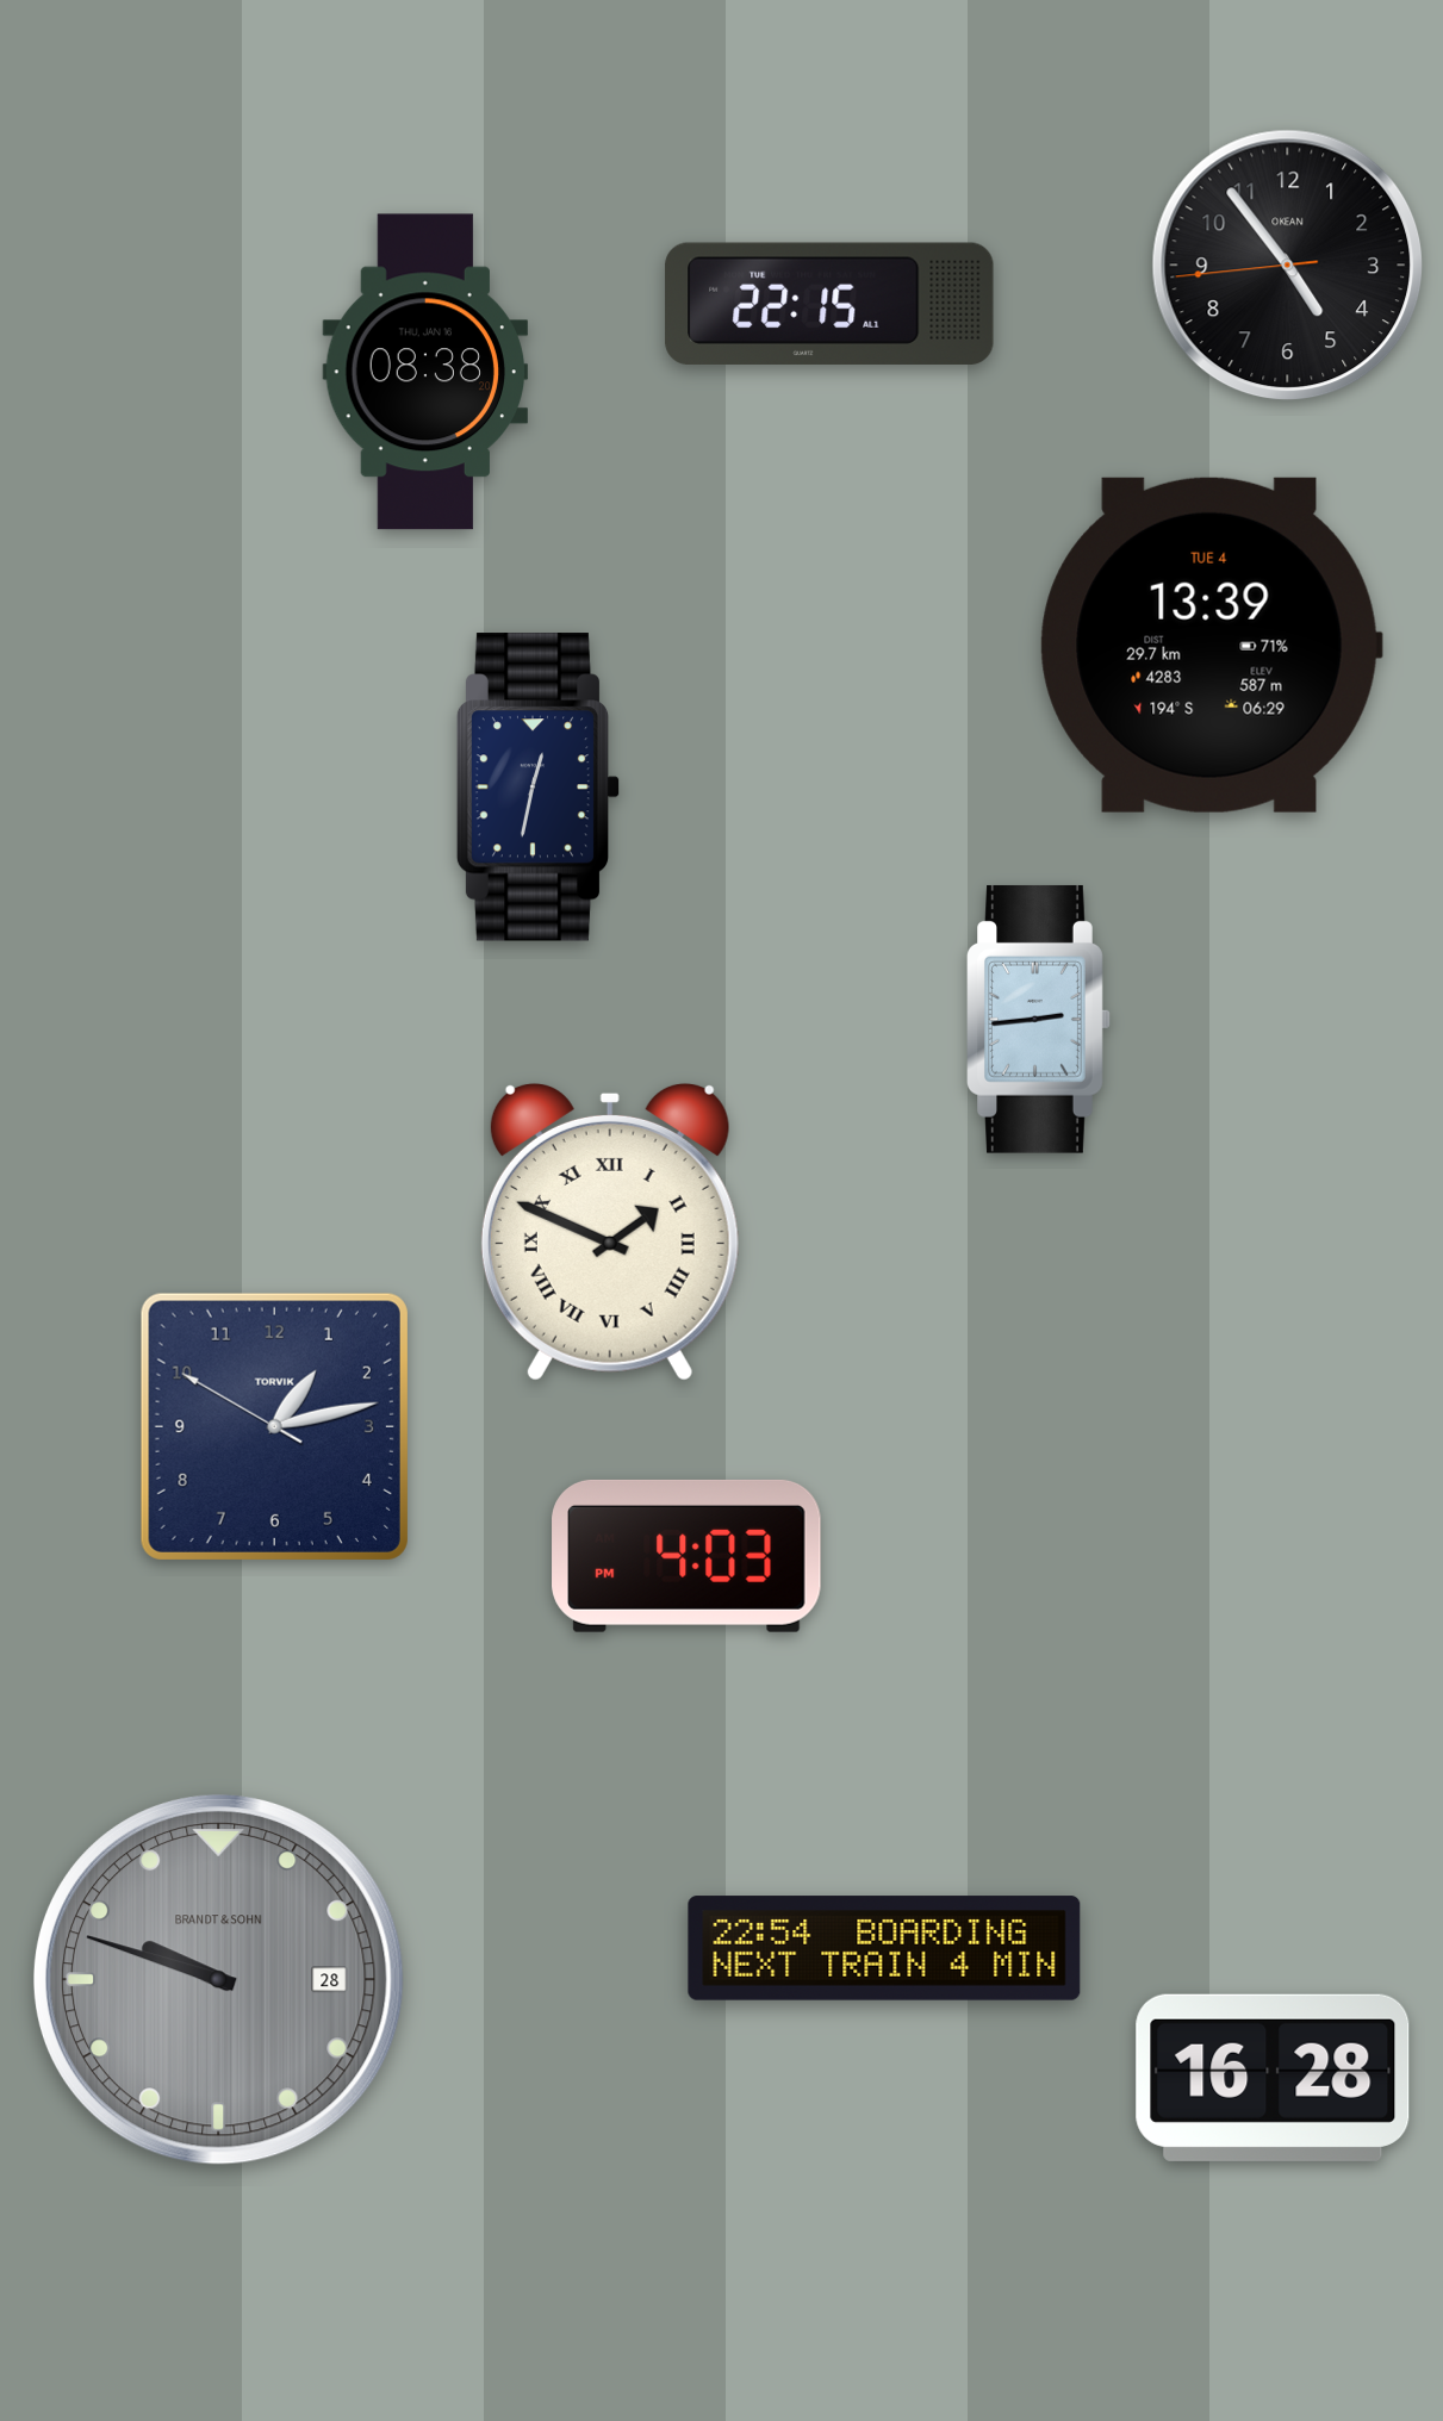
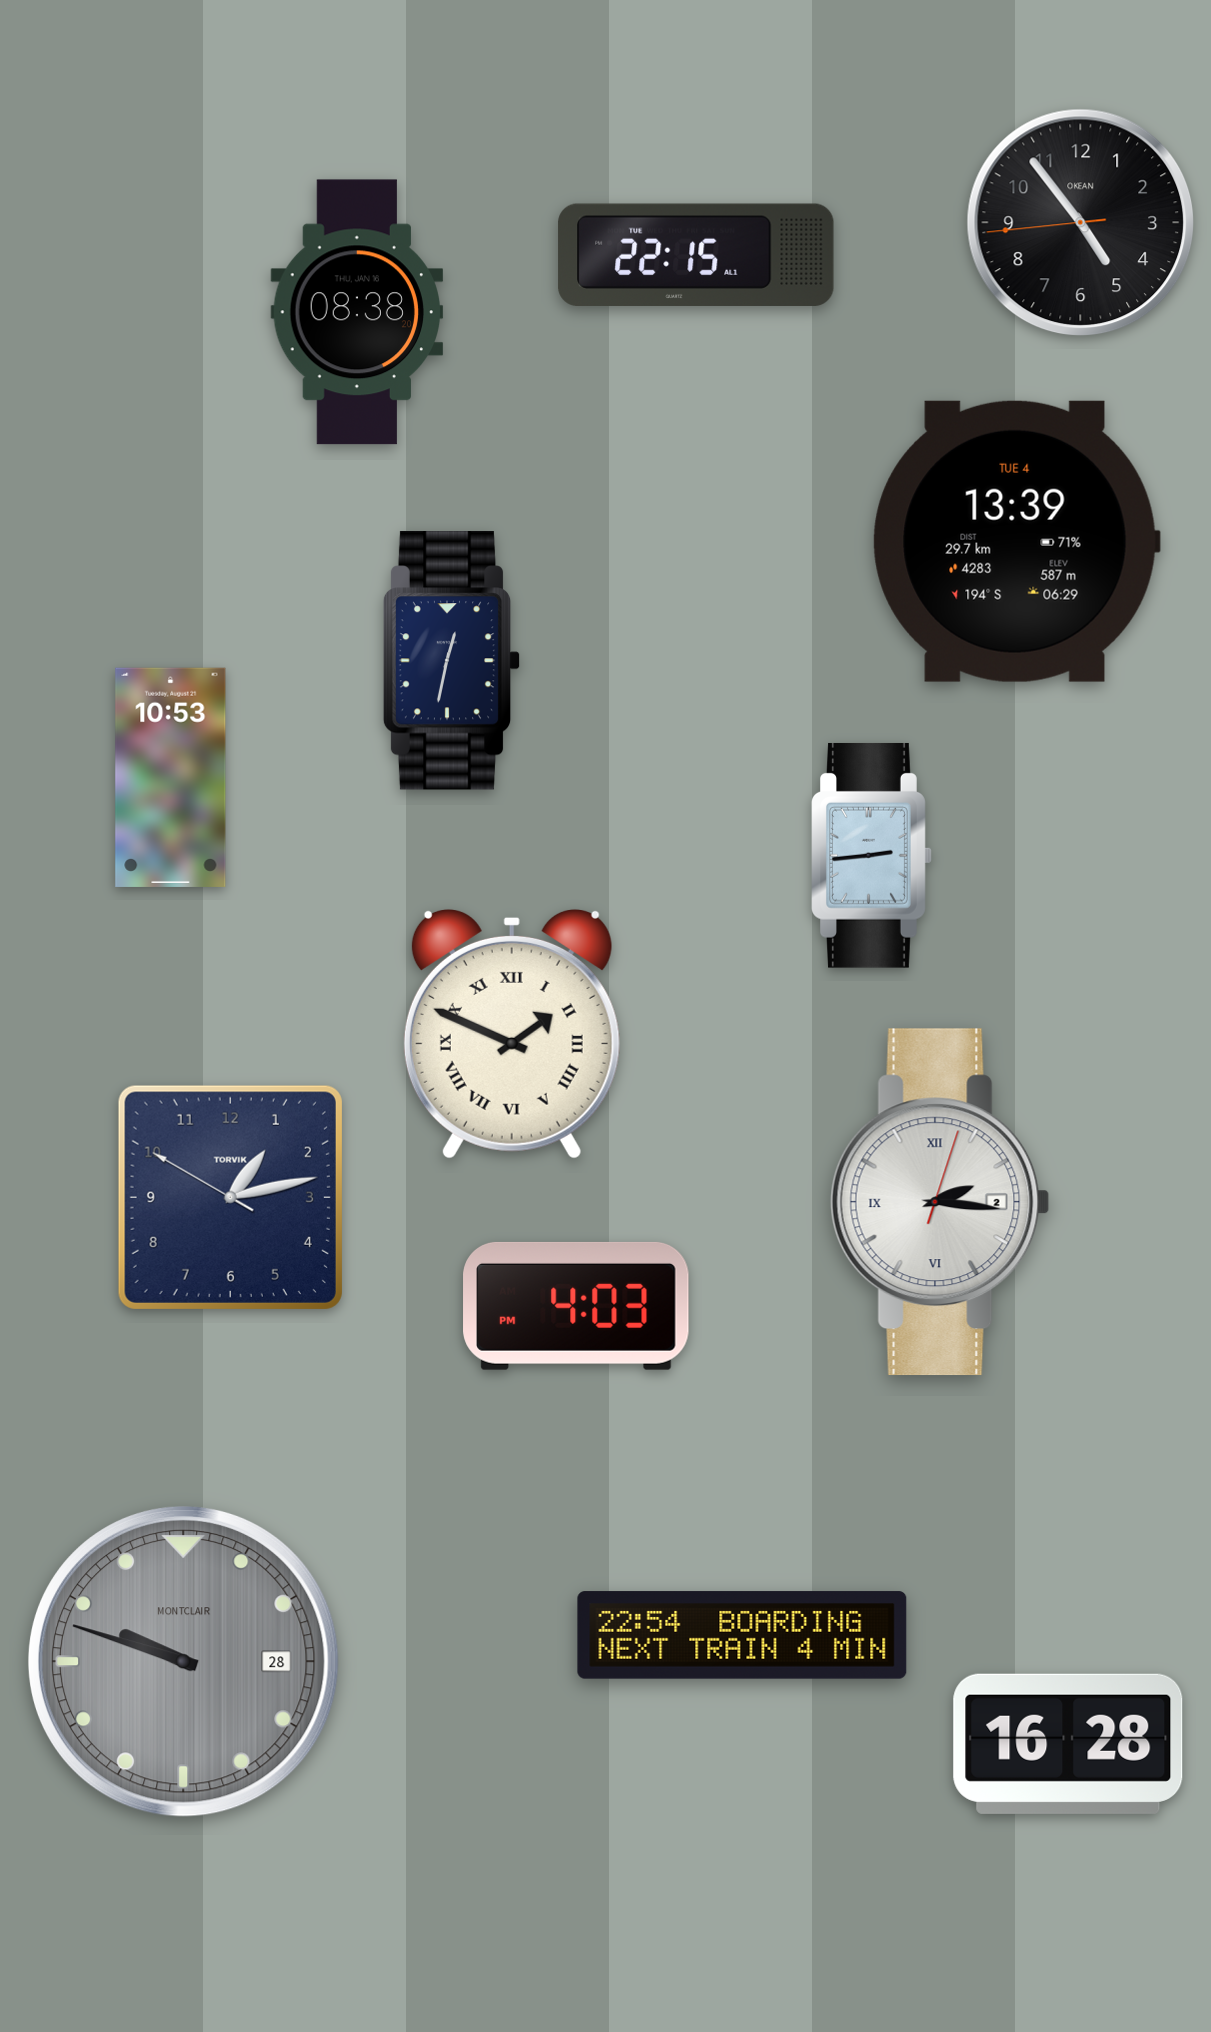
clock at (171, 777): none -> 10:53
clock at (940, 1202): none -> 2:16
clock at (218, 1979) brand: BRANDT & SOHN -> MONTCLAIR
